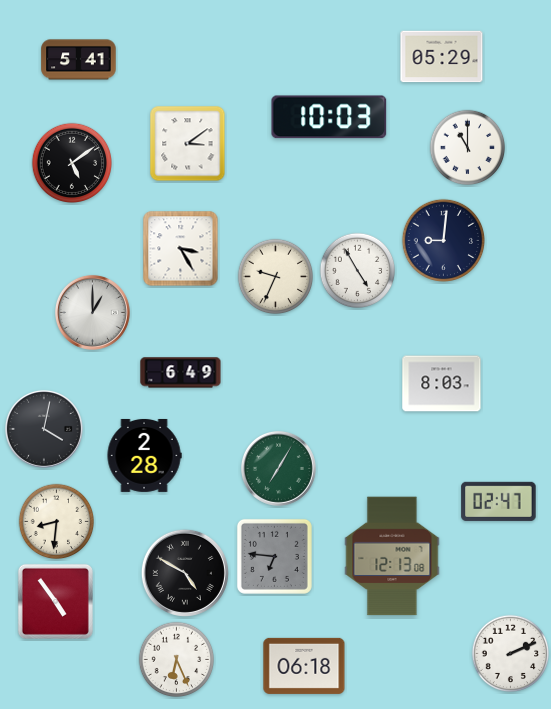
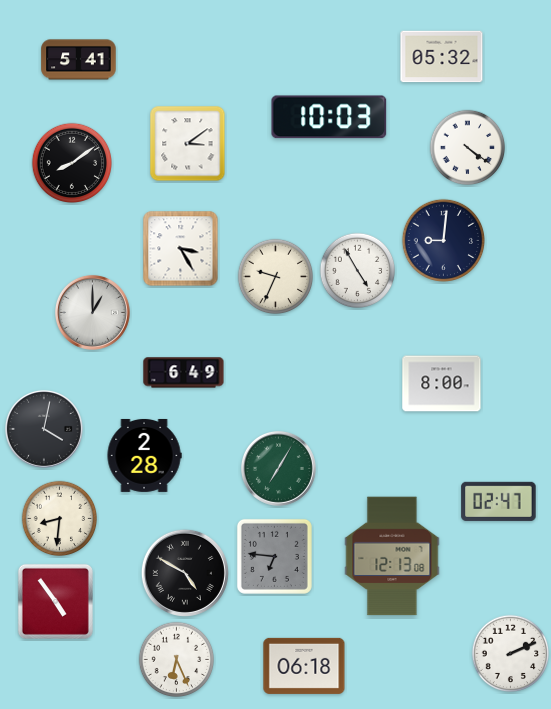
clock at (442, 57): 05:29 -> 05:32
clock at (468, 148): 11:00 -> 4:21
clock at (71, 162): 5:09 -> 8:09
clock at (181, 373) position: (181, 373) -> (184, 373)
clock at (442, 384): 8:03 -> 8:00
clock at (57, 522) position: (57, 522) -> (60, 519)
